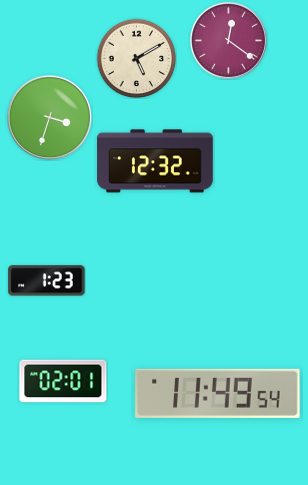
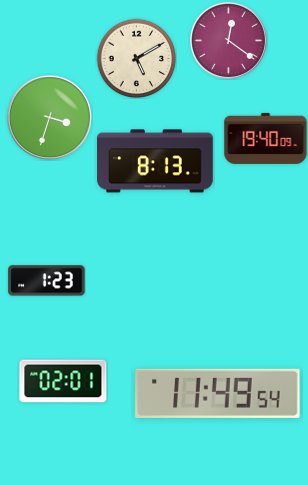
clock at (266, 138): none -> 19:40
clock at (155, 161): 12:32 -> 8:13
